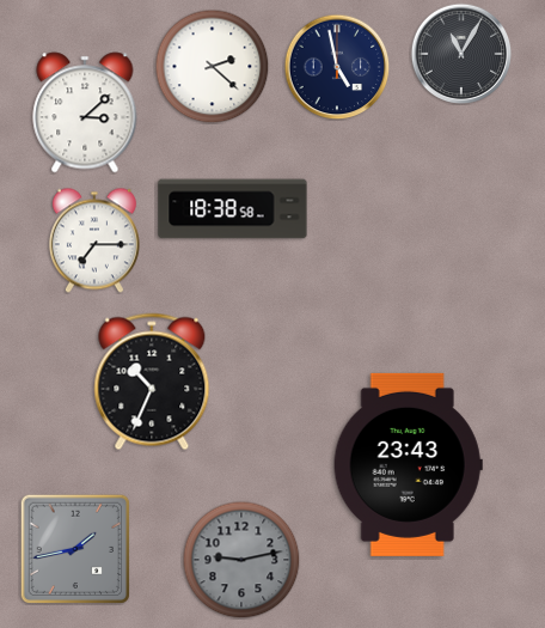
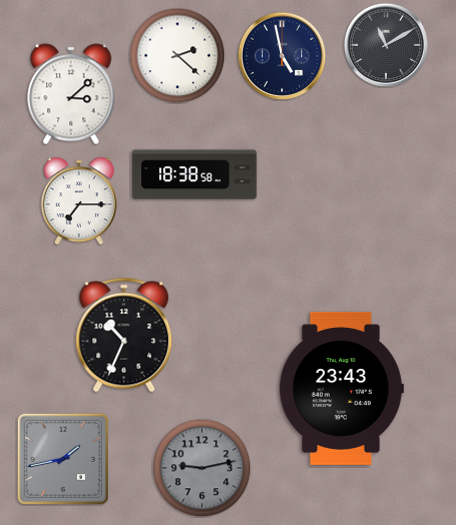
clock at (461, 54): 11:05 -> 11:10
clock at (152, 382) position: (152, 382) -> (124, 335)
